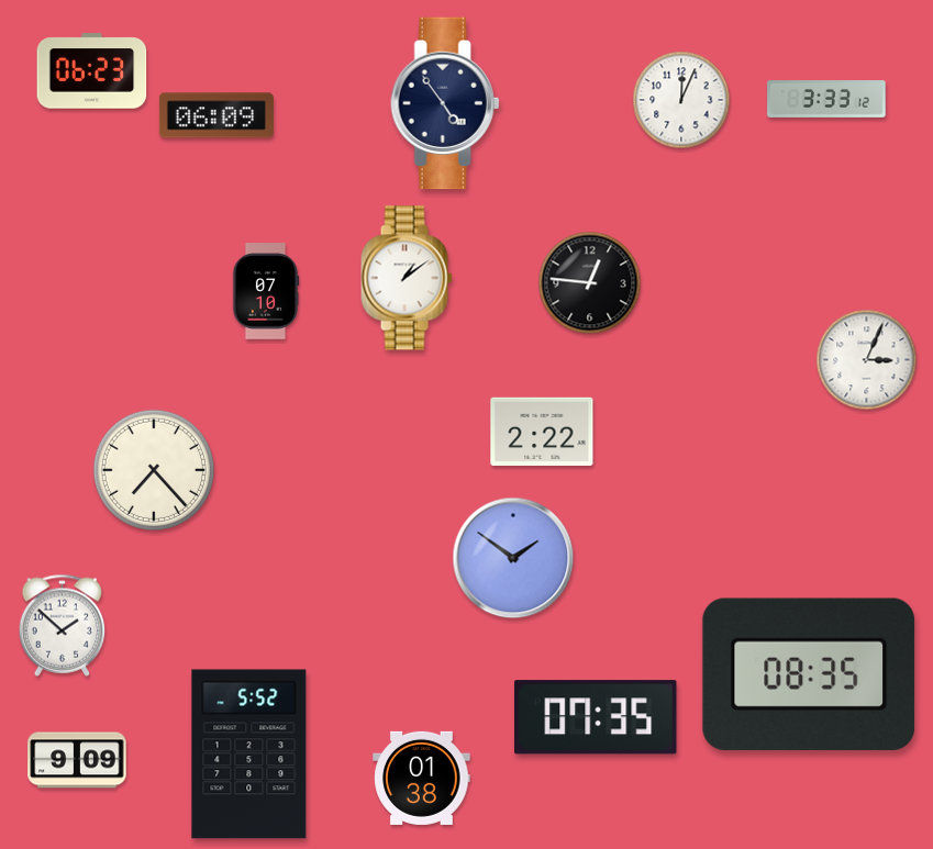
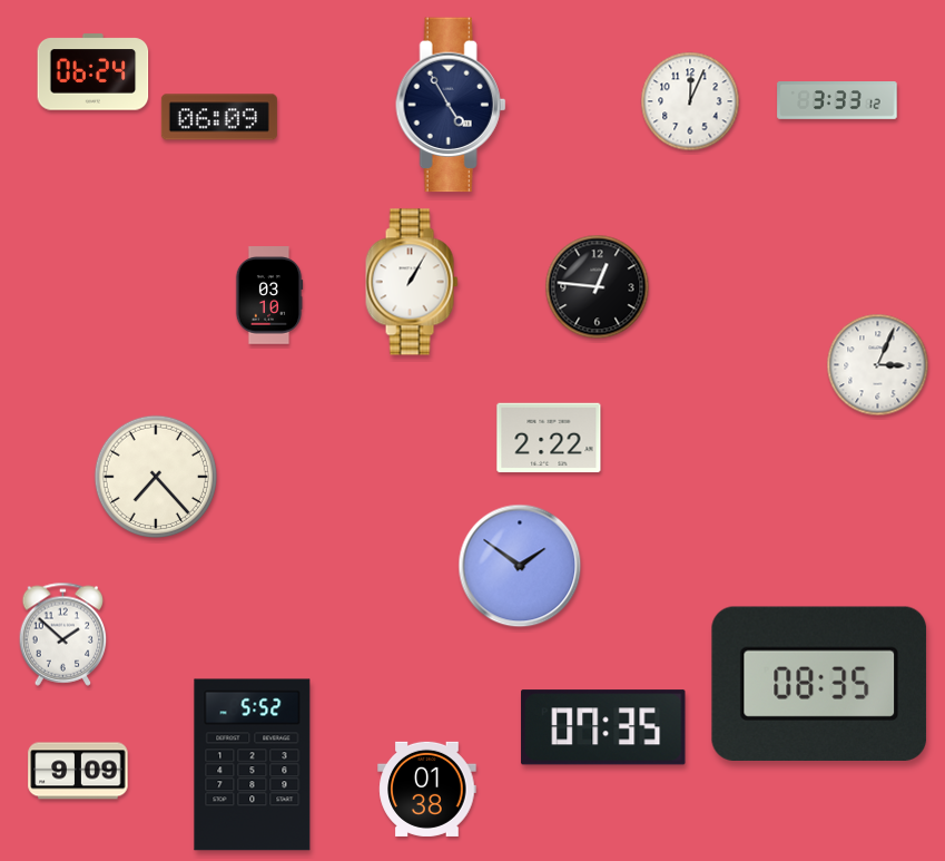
clock at (92, 71): 06:23 -> 06:24
clock at (445, 103): 4:54 -> 4:55
clock at (407, 278): 1:09 -> 1:05
clock at (266, 291): 07:10 -> 03:10
